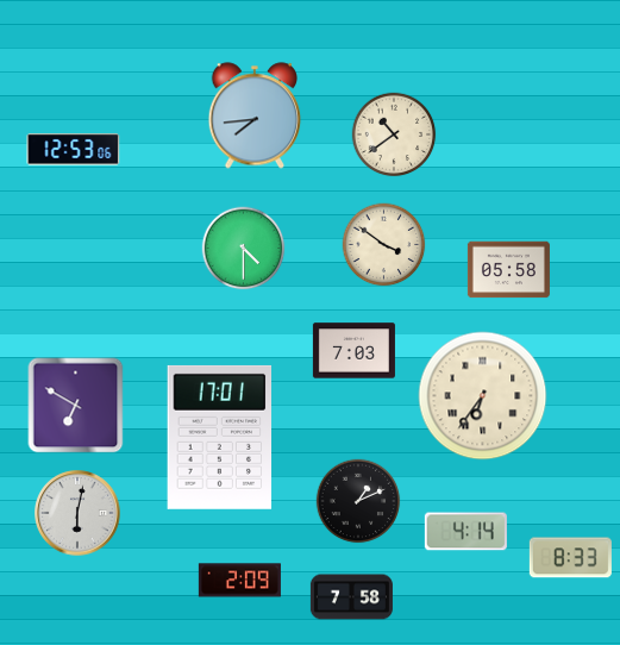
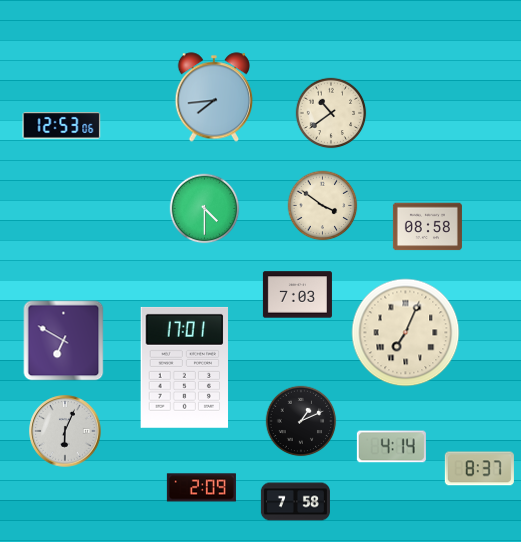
clock at (508, 270): 05:58 -> 08:58
clock at (483, 396): 6:36 -> 7:04
clock at (77, 513): 6:02 -> 6:04
clock at (570, 558): 8:33 -> 8:37
